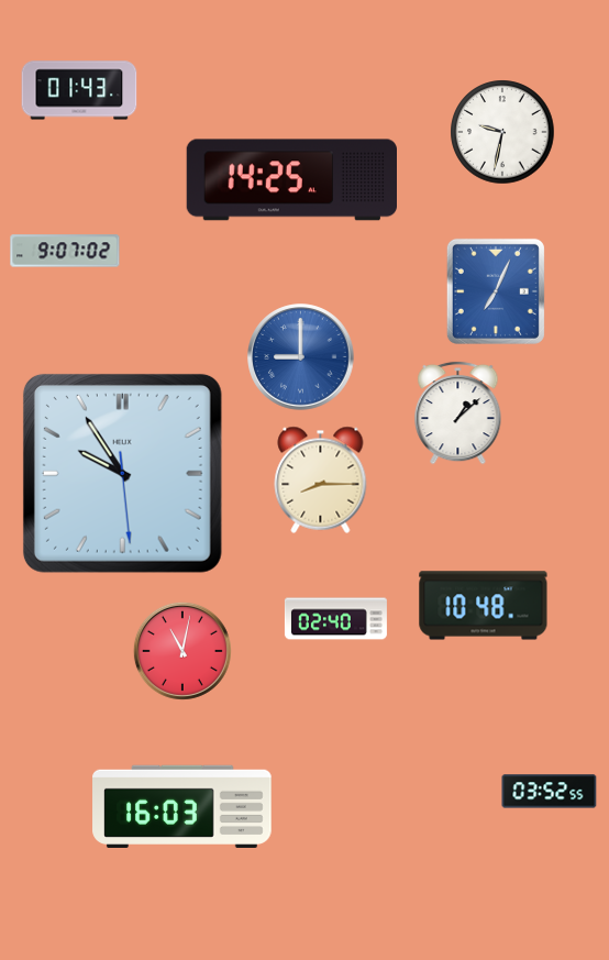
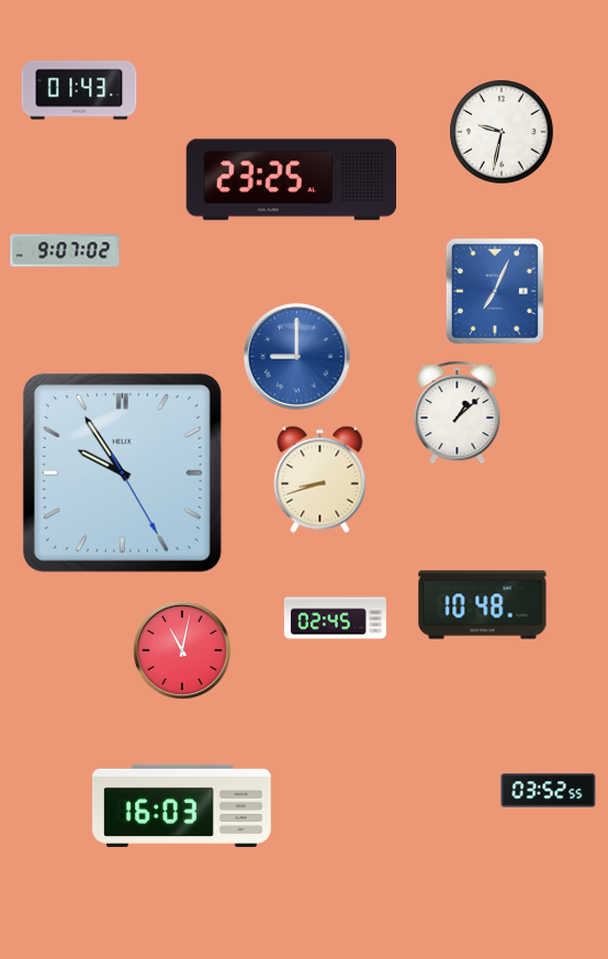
clock at (291, 180): 14:25 -> 23:25
clock at (301, 357) position: (301, 357) -> (297, 357)
clock at (122, 473): 9:54:29 -> 9:54:25
clock at (321, 479): 8:15 -> 8:42
clock at (335, 619): 02:40 -> 02:45
